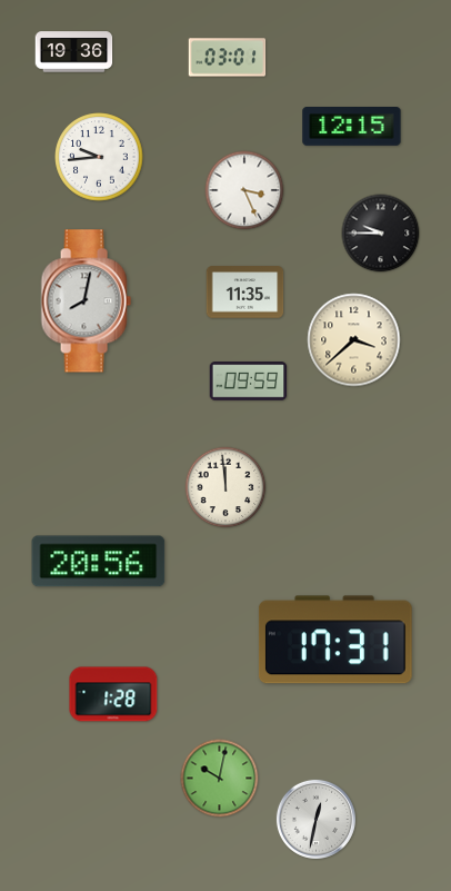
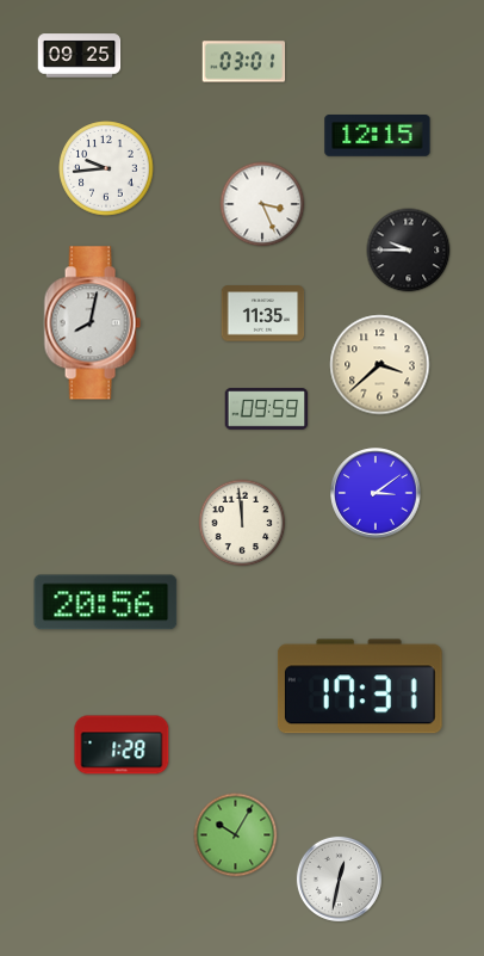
clock at (74, 52): 19:36 -> 09:25
clock at (376, 493): none -> 3:09
clock at (220, 779): 10:02 -> 10:05
